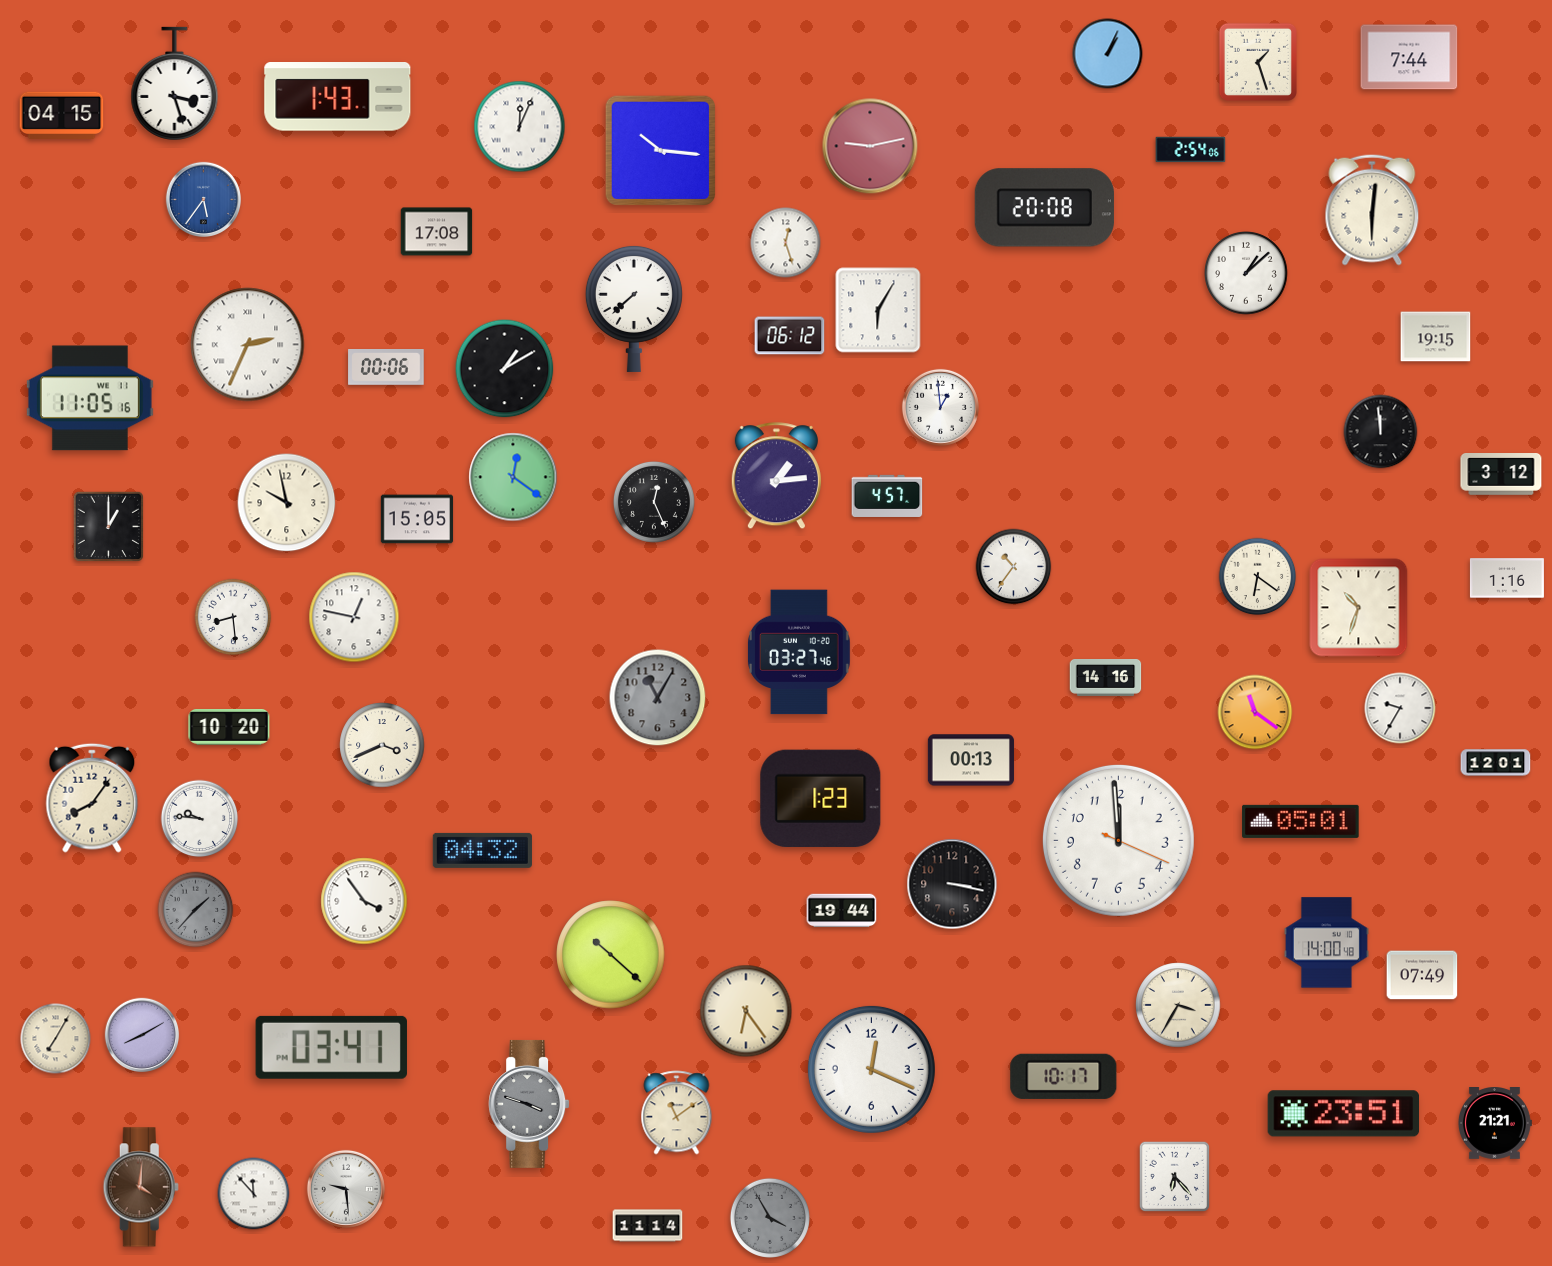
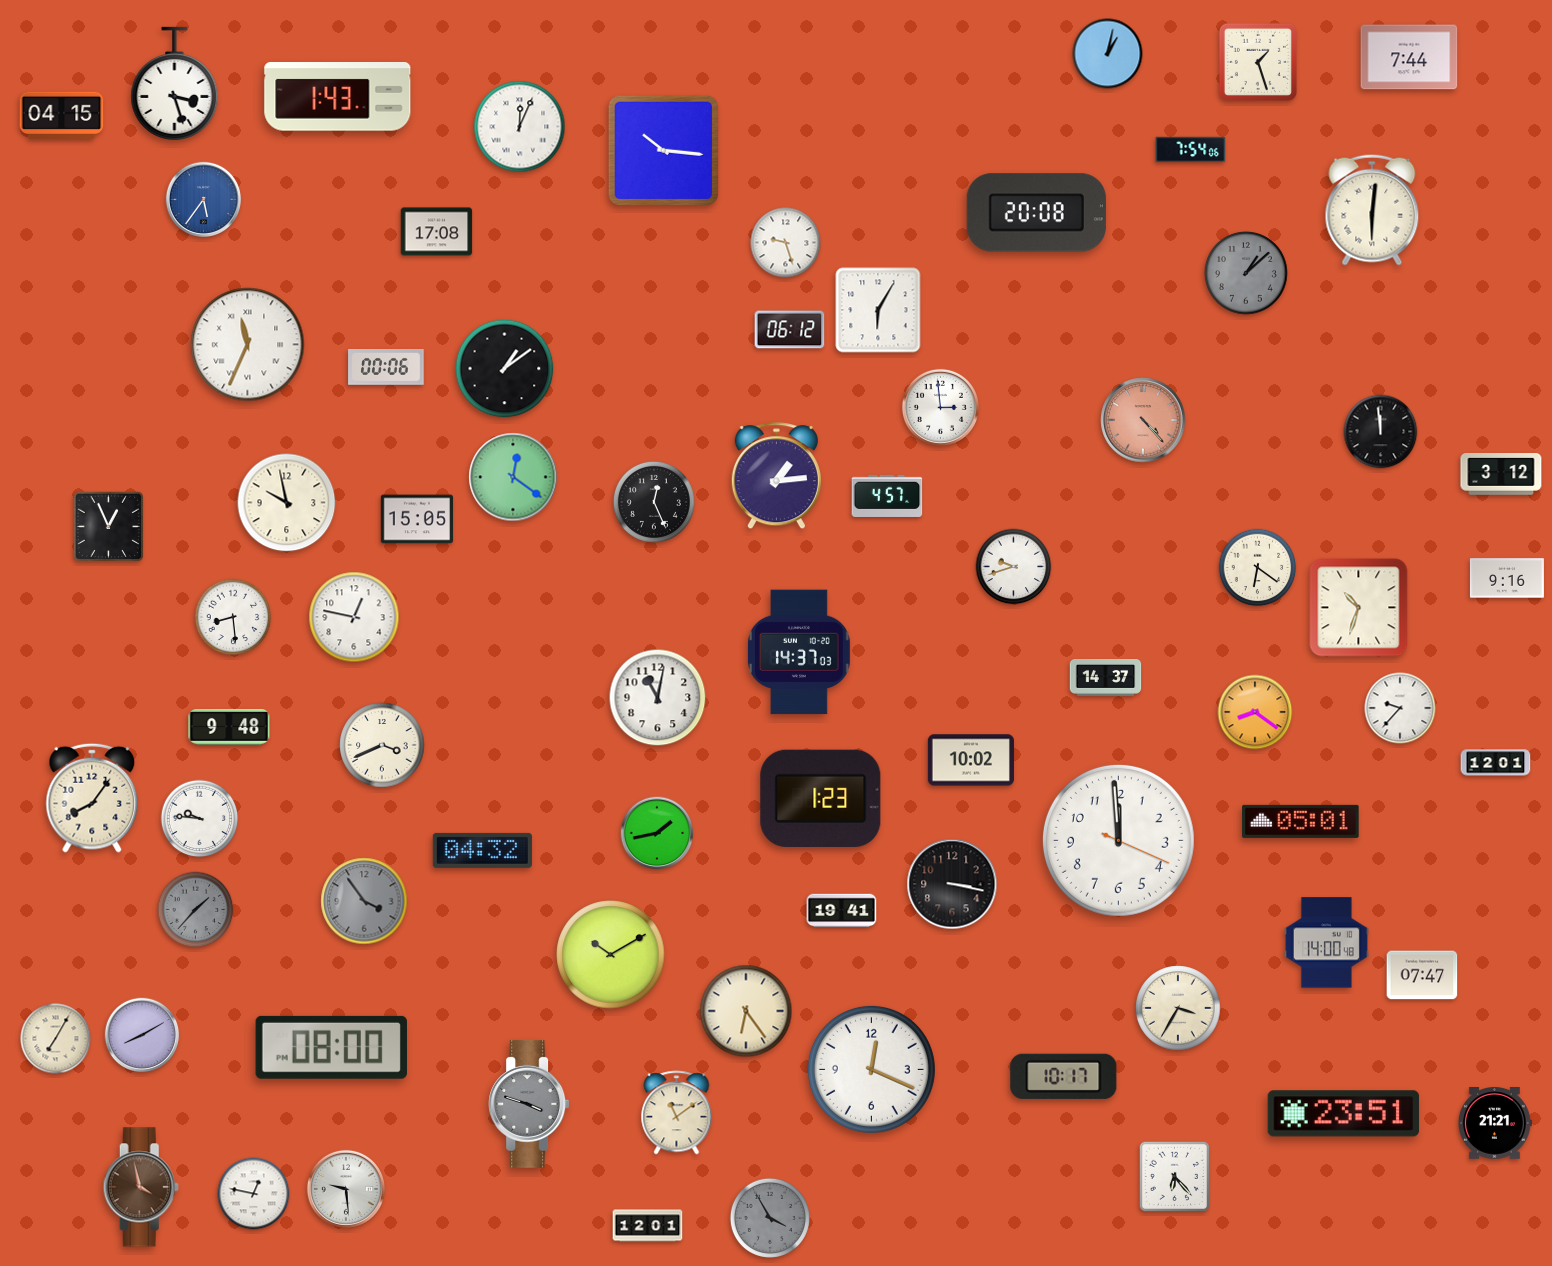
clock at (1108, 54): 1:04 -> 1:02
clock at (870, 146): 9:13 -> none
clock at (661, 150) position: (661, 150) -> (664, 150)
clock at (1191, 150): 2:54 -> 7:54
clock at (1044, 208) position: (1044, 208) -> (1036, 213)
clock at (786, 243): 12:27 -> 9:27
clock at (1247, 274) dial: white -> grey
clock at (634, 308): 7:38 -> none
clock at (790, 336) position: (790, 336) -> (790, 330)
clock at (1436, 337): 19:15 -> none
clock at (248, 345): 2:34 -> 11:34
clock at (505, 369): 1:10 -> 1:09
clock at (90, 398): 11:05 -> none
clock at (940, 407): 12:59 -> 2:59
clock at (1143, 420): none -> 4:23
clock at (109, 527): 1:00 -> 12:56
clock at (1014, 567): 10:36 -> 9:42
clock at (1258, 577) position: (1258, 577) -> (1258, 568)
clock at (1507, 578): 1:16 -> 9:16
clock at (799, 652): 03:27 -> 14:37
clock at (1106, 678): 14:16 -> 14:37
clock at (658, 698): 11:05 -> 11:02
clock at (658, 698) dial: grey -> white
clock at (1400, 708): 9:35 -> 9:37
clock at (1255, 712): 11:21 -> 8:21
clock at (229, 728): 10:20 -> 9:48
clock at (971, 760): 00:13 -> 10:02
clock at (657, 833): none -> 1:43
clock at (364, 901) dial: white -> grey
clock at (842, 911): 19:44 -> 19:41
clock at (611, 955): 10:22 -> 10:10
clock at (1422, 975): 07:49 -> 07:47
clock at (1178, 1005) position: (1178, 1005) -> (1178, 1008)
clock at (331, 1047): 03:41 -> 08:00
clock at (141, 1187): 4:01 -> 3:58
clock at (254, 1194): 11:53 -> 12:47
clock at (648, 1226): 11:14 -> 12:01
